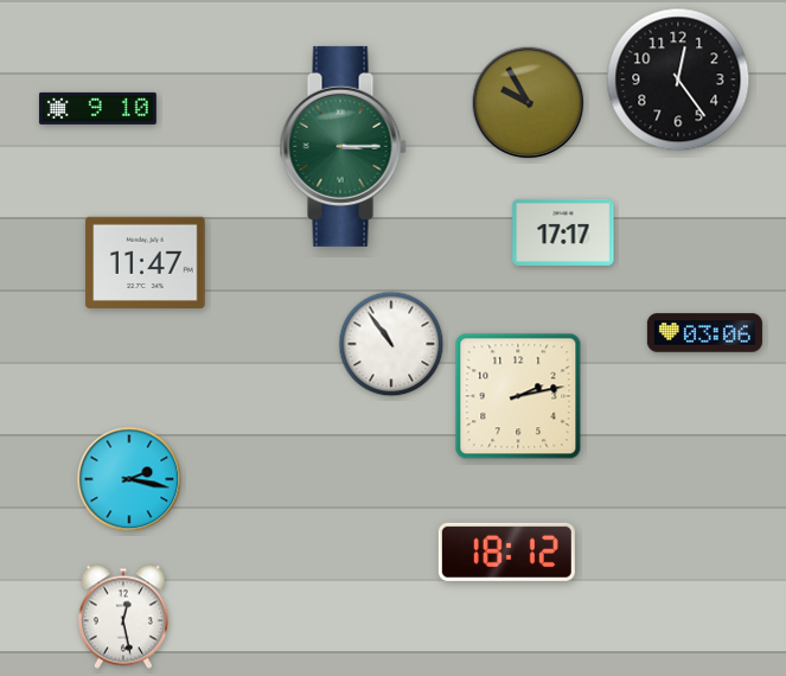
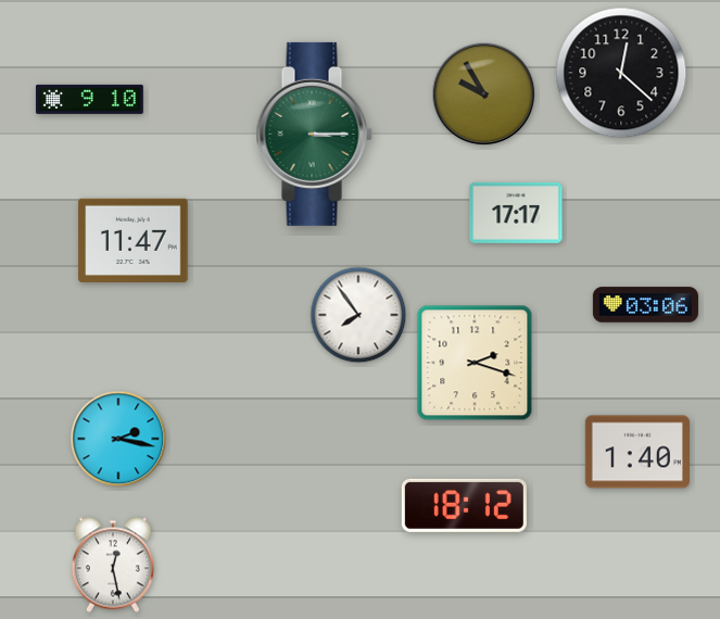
clock at (678, 79): 12:24 -> 12:22
clock at (391, 344): 10:54 -> 7:54
clock at (518, 396): 2:13 -> 2:18
clock at (637, 452): none -> 1:40
